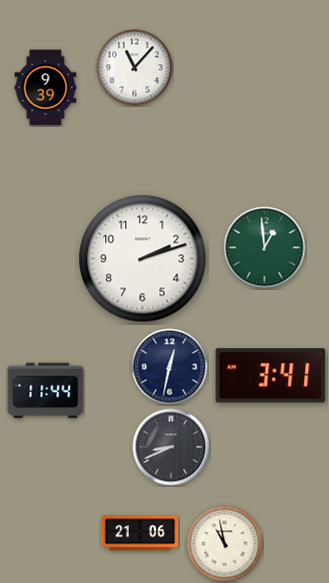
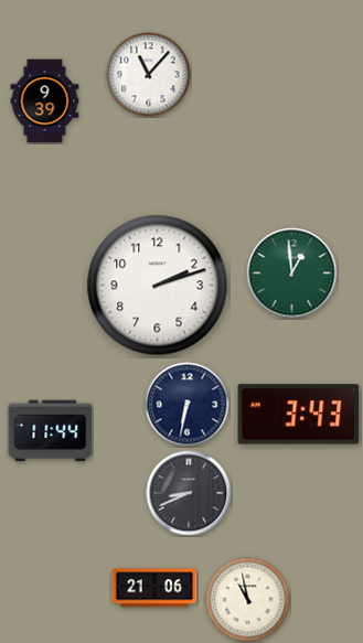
clock at (46, 88) position: (46, 88) -> (45, 101)
clock at (170, 367): 12:32 -> 6:32
clock at (271, 376): 3:41 -> 3:43
